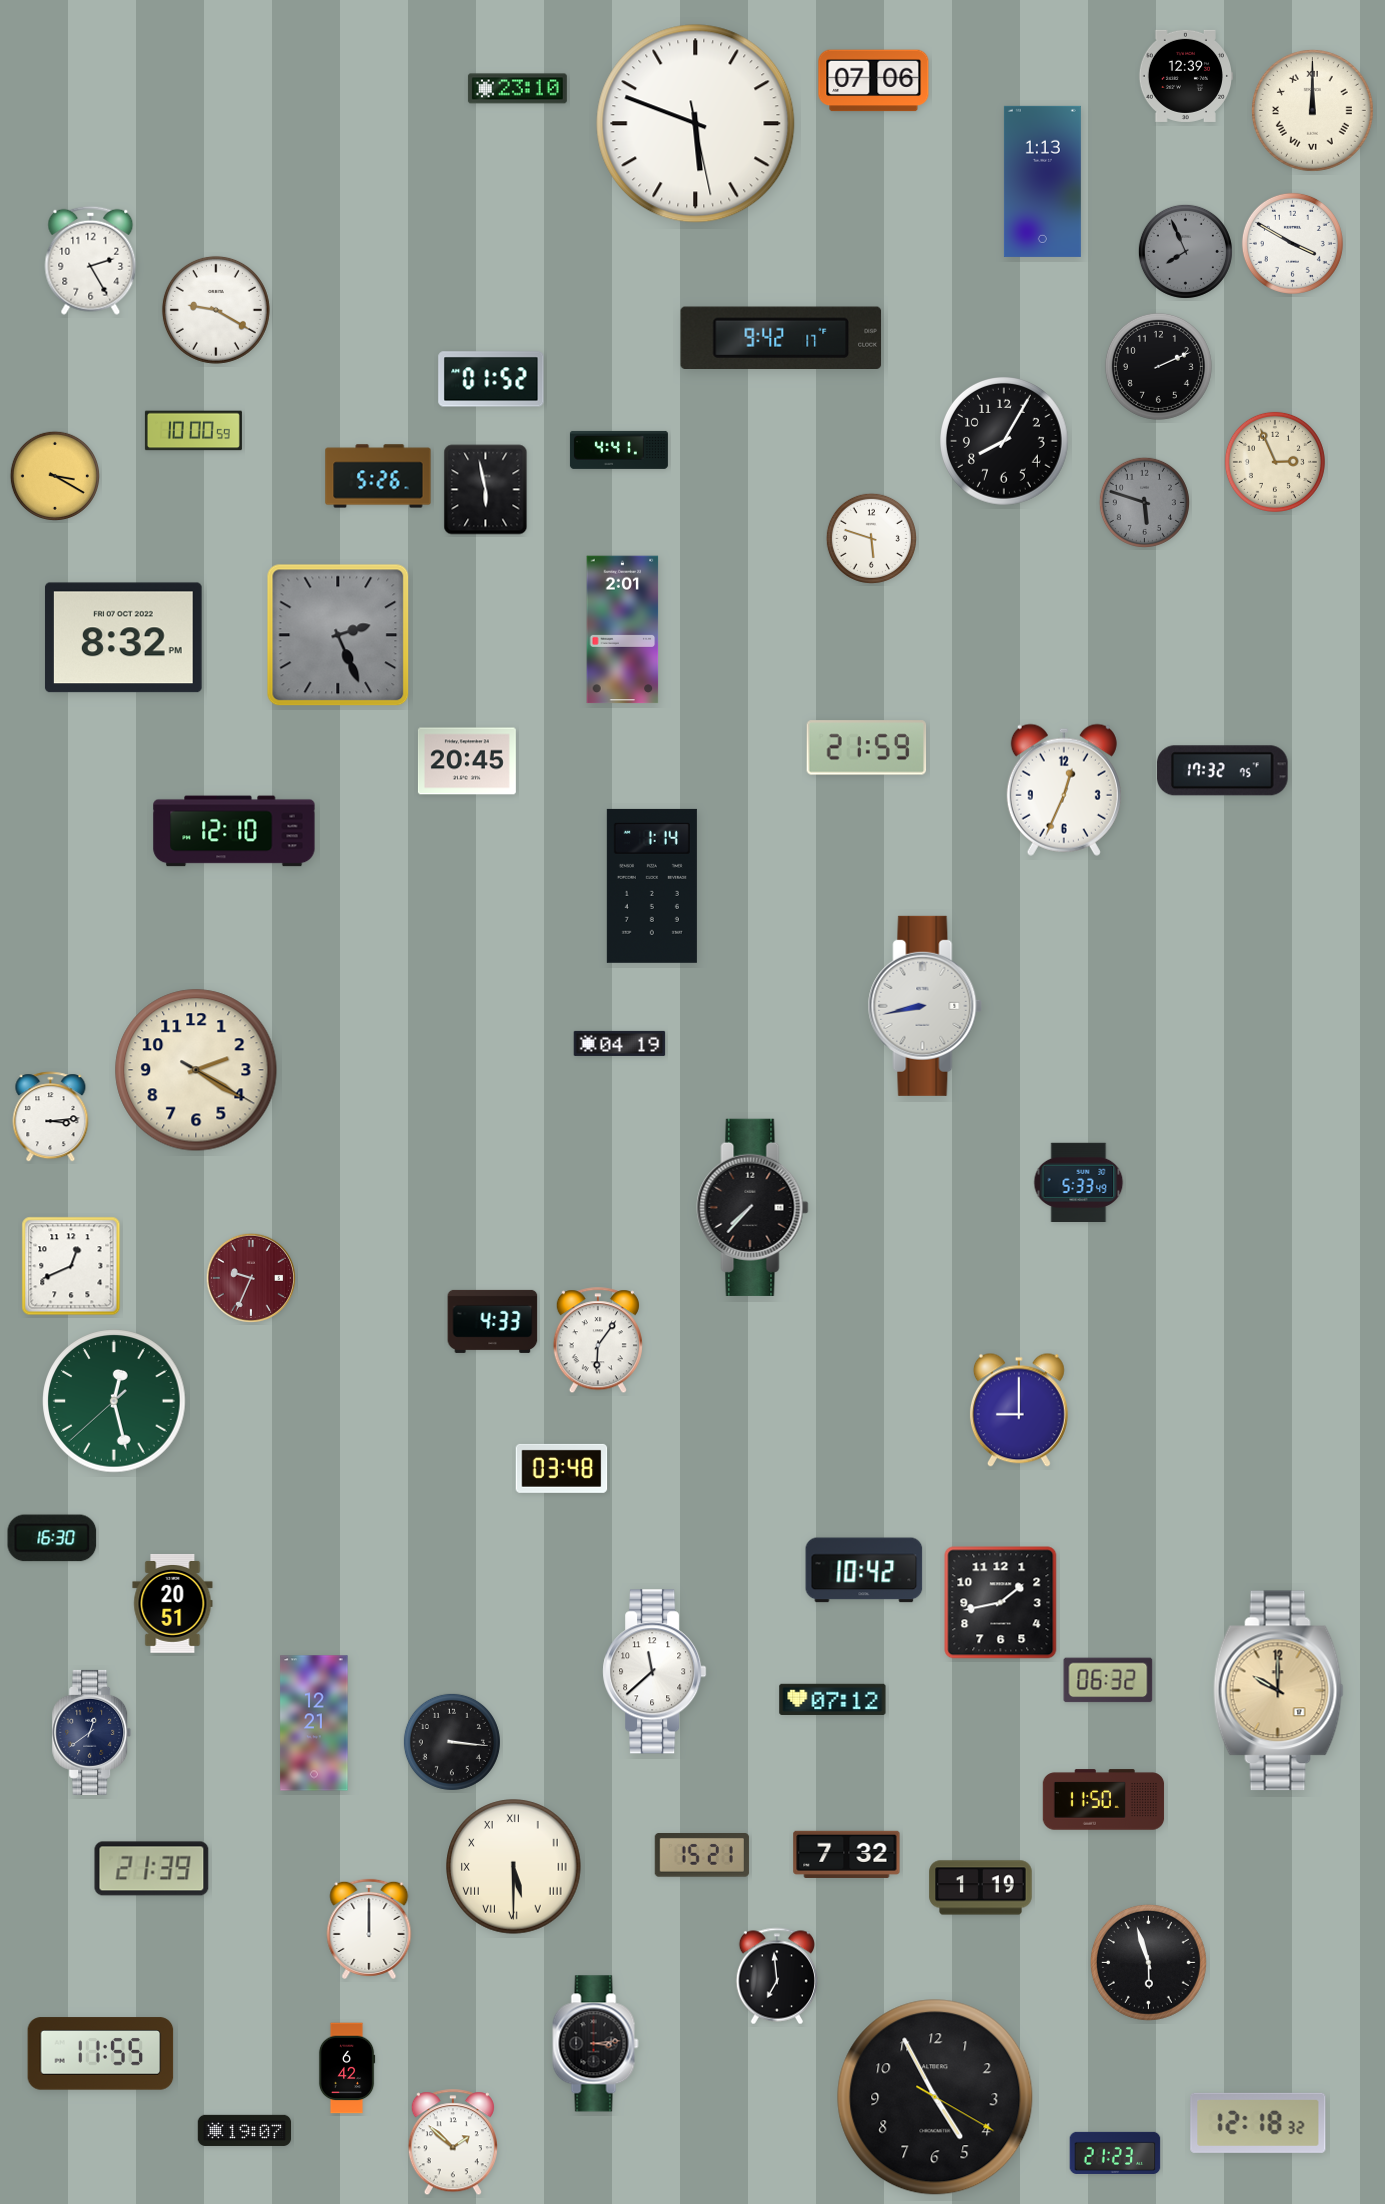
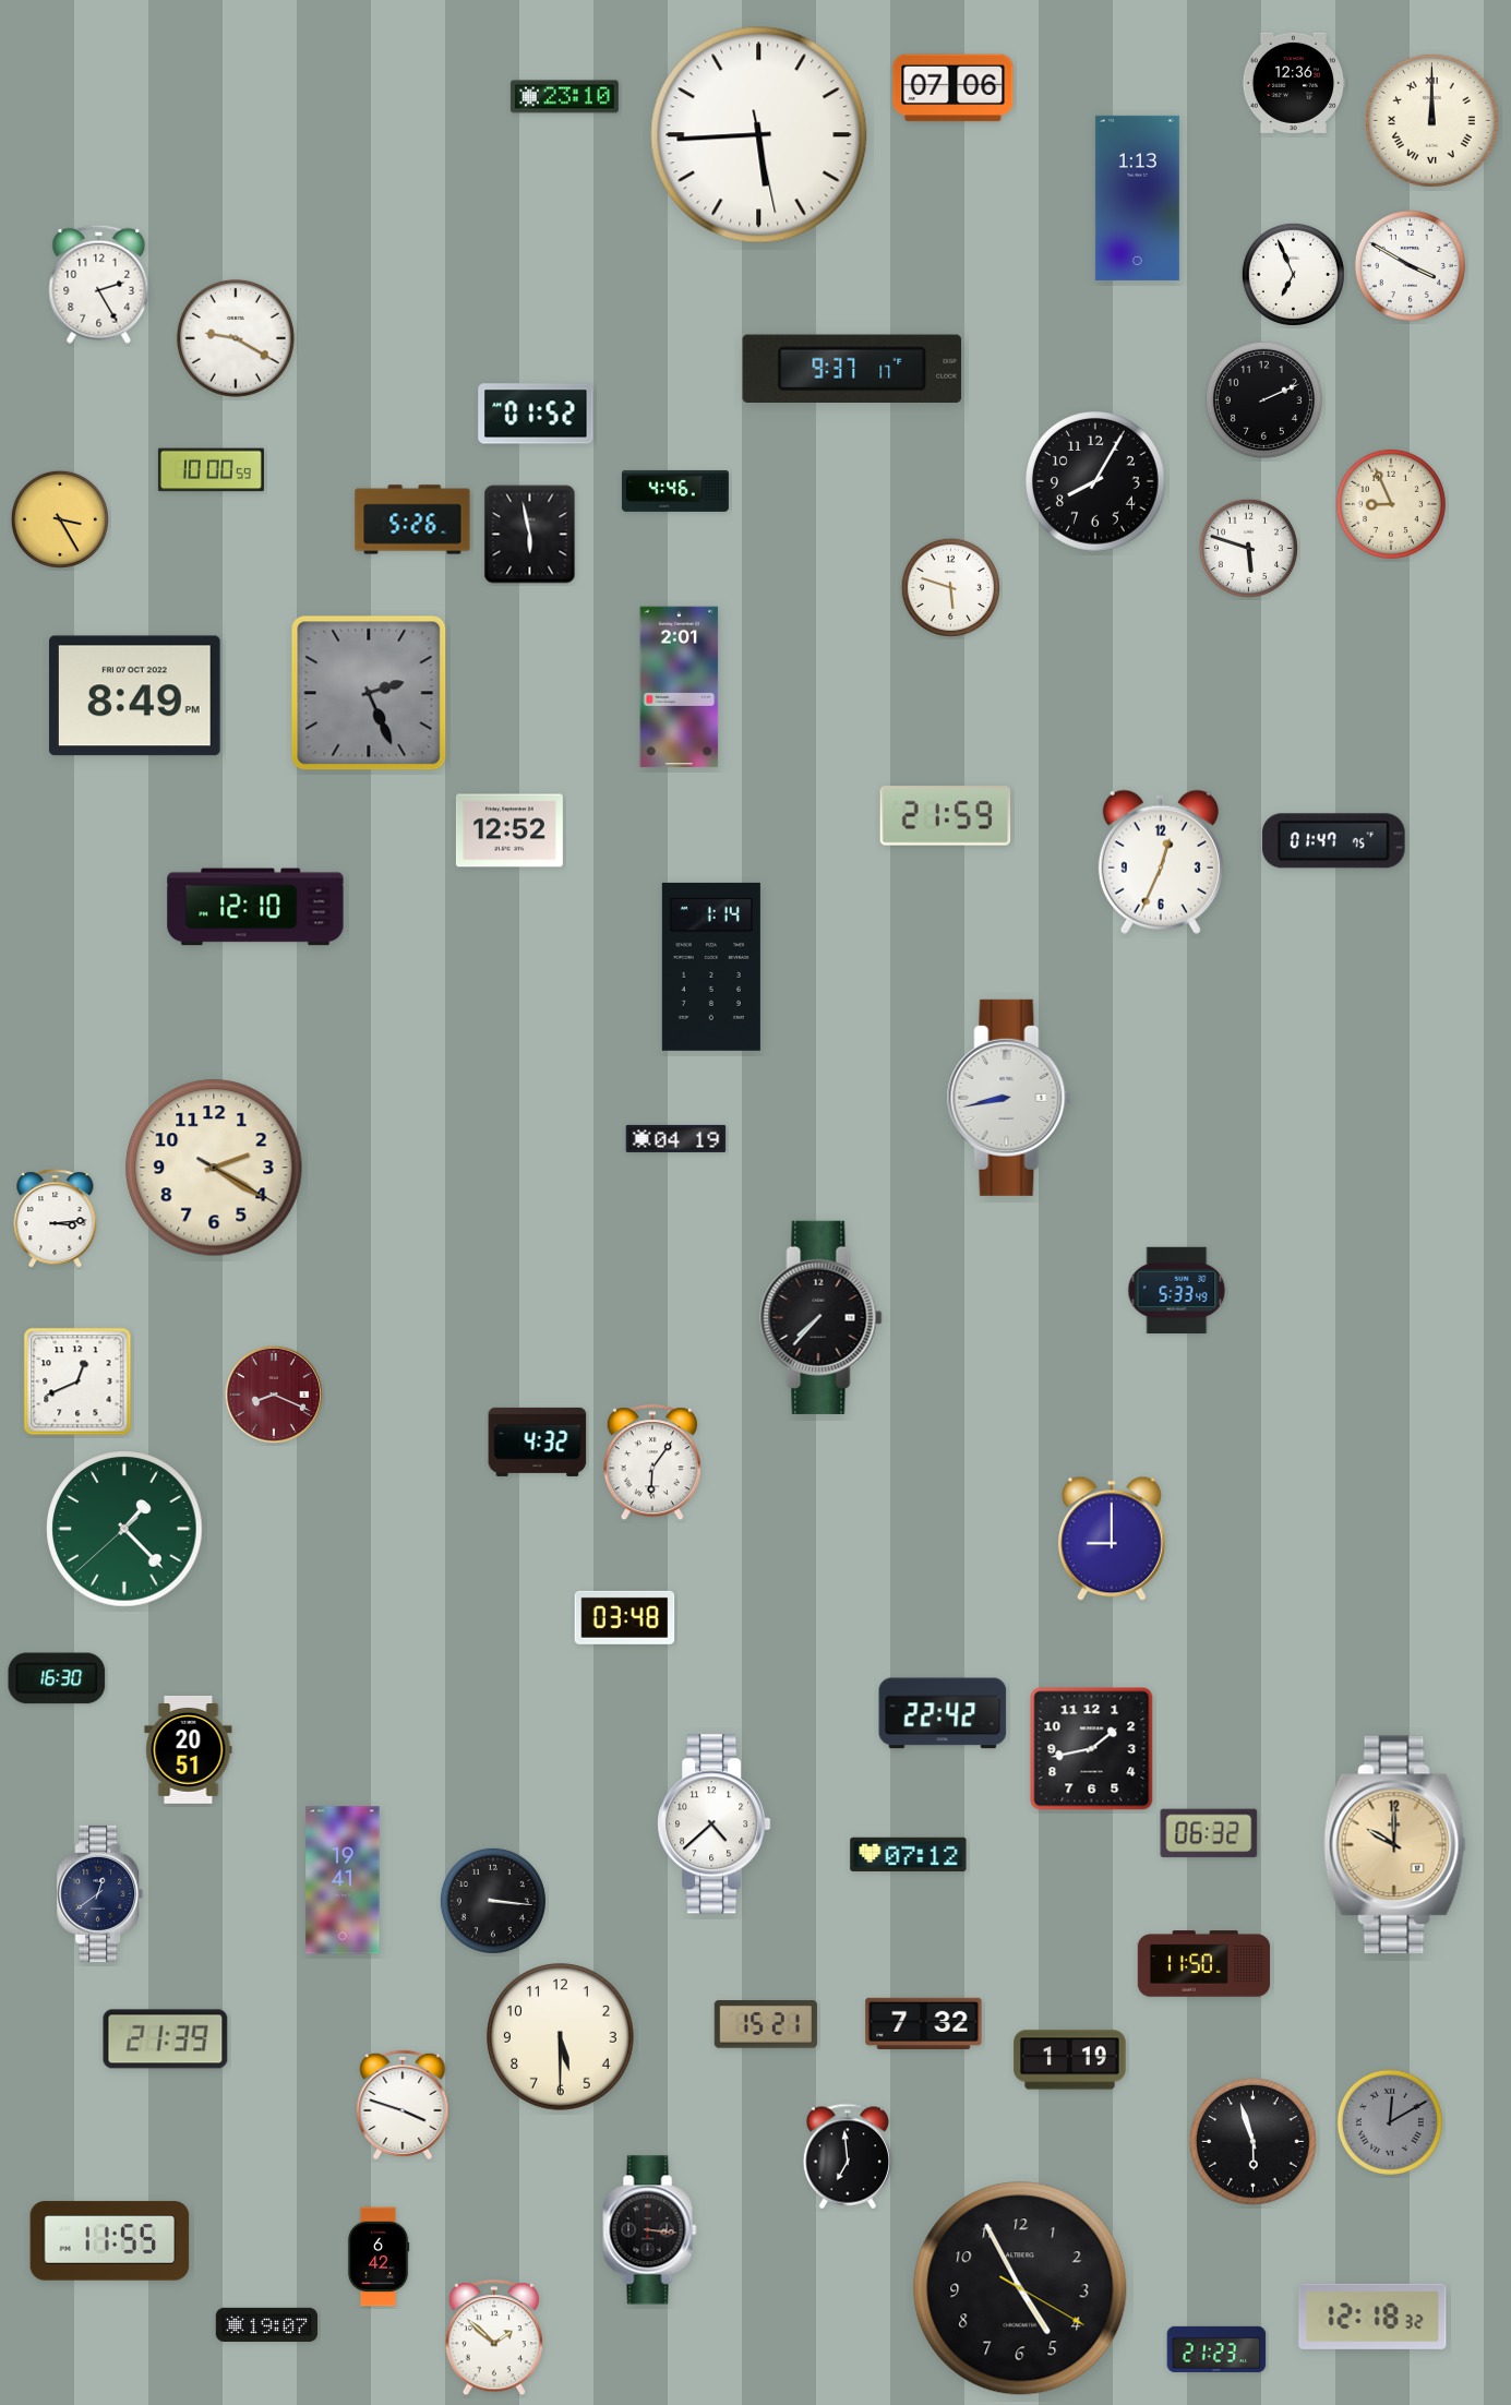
clock at (1185, 76): 12:39 -> 12:36
clock at (696, 124): 5:48 -> 5:44
clock at (1185, 251): 7:56 -> 6:56
clock at (1185, 251) dial: grey -> white
clock at (781, 338): 9:42 -> 9:37
clock at (619, 450): 4:41 -> 4:46
clock at (1275, 462): 2:56 -> 8:56
clock at (55, 476): 3:20 -> 3:25
clock at (1144, 502) dial: grey -> white
clock at (123, 638): 8:32 -> 8:49
clock at (467, 761): 20:45 -> 12:52
clock at (1223, 771): 17:32 -> 01:47
clock at (251, 1278): 9:34 -> 8:19
clock at (493, 1321): 4:33 -> 4:32
clock at (114, 1401): 12:27 -> 1:22
clock at (562, 1468) position: (562, 1468) -> (625, 1617)
clock at (864, 1570): 10:42 -> 22:42
clock at (655, 1672): 11:38 -> 4:38
clock at (314, 1723): 12:21 -> 19:41
clock at (92, 1732) position: (92, 1732) -> (100, 1893)
clock at (514, 1867) numerals: Roman -> Arabic
clock at (369, 1929): 12:00 -> 3:48
clock at (1390, 2122): none -> 12:10
clock at (596, 2044): 3:14 -> 3:16
